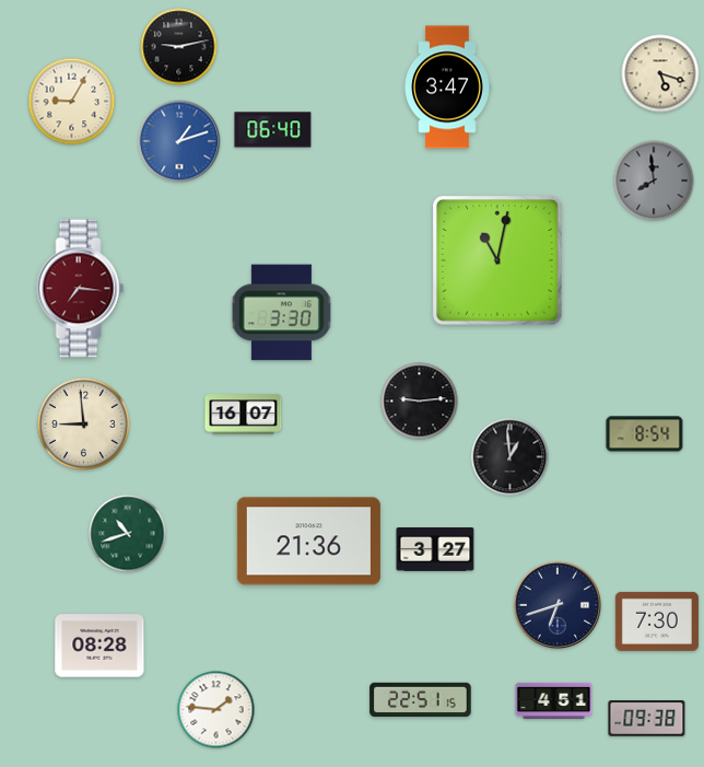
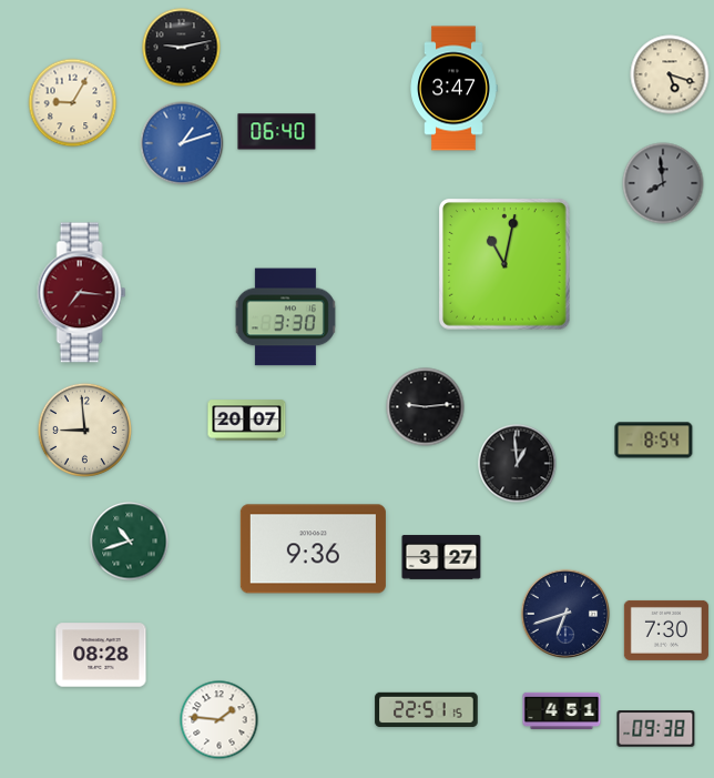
clock at (244, 415): 16:07 -> 20:07
clock at (308, 542): 21:36 -> 9:36
